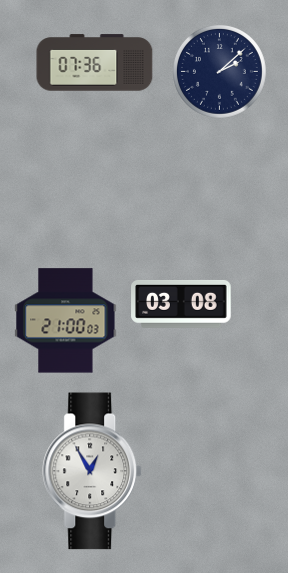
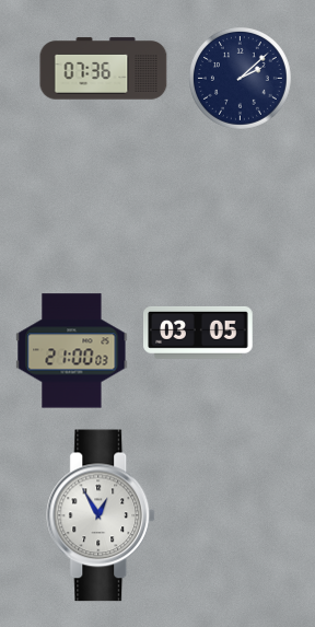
clock at (181, 304): 03:08 -> 03:05
